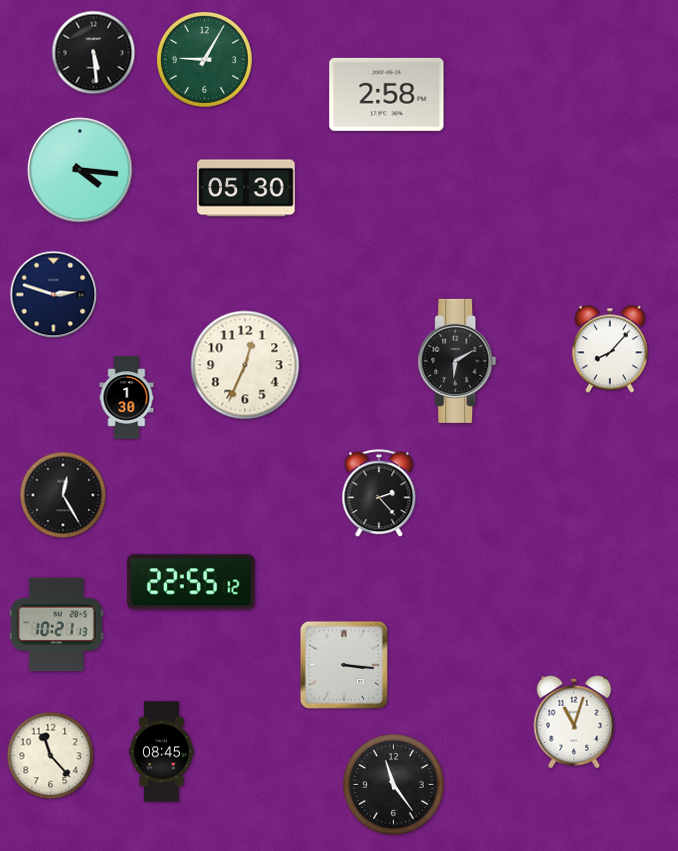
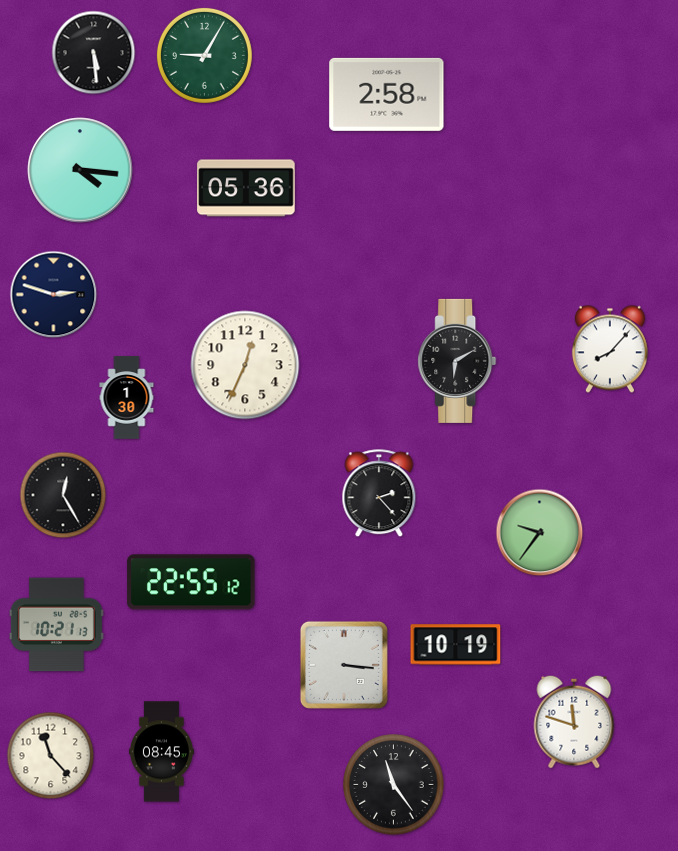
clock at (204, 59) position: (204, 59) -> (204, 55)
clock at (246, 188): 05:30 -> 05:36
clock at (540, 533): none -> 9:36
clock at (456, 645): none -> 10:19
clock at (574, 722): 11:03 -> 11:48
